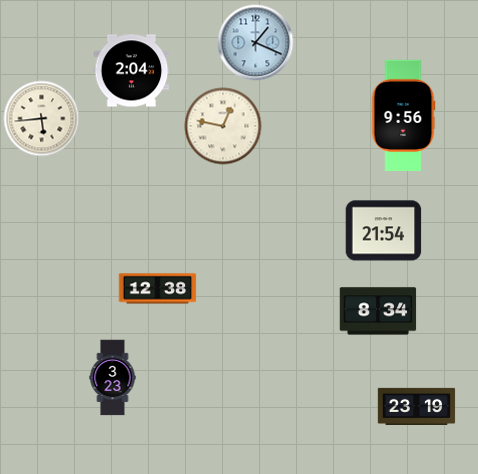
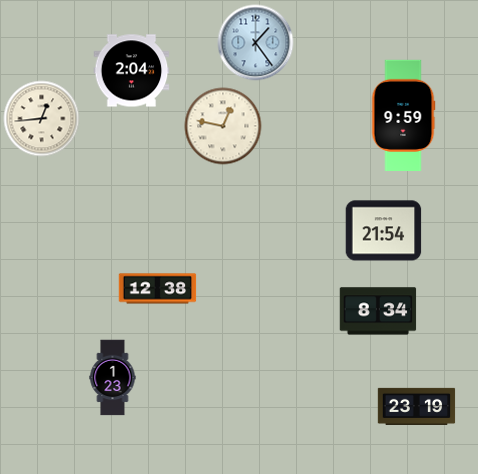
clock at (256, 43): 1:19 -> 1:24
clock at (403, 115): 9:56 -> 9:59
clock at (42, 119): 5:44 -> 12:44
clock at (113, 378): 3:23 -> 1:23
